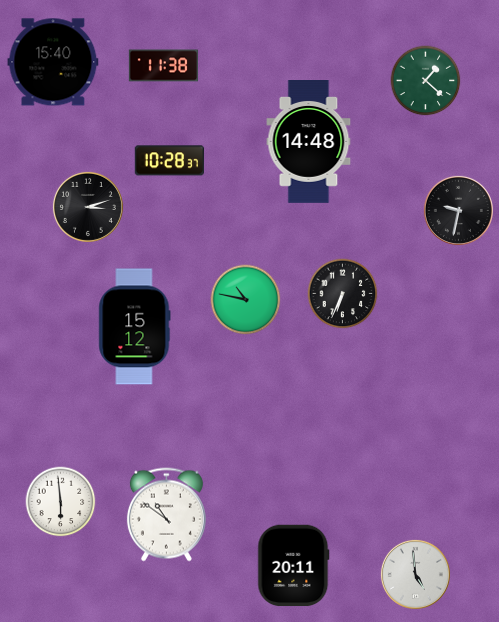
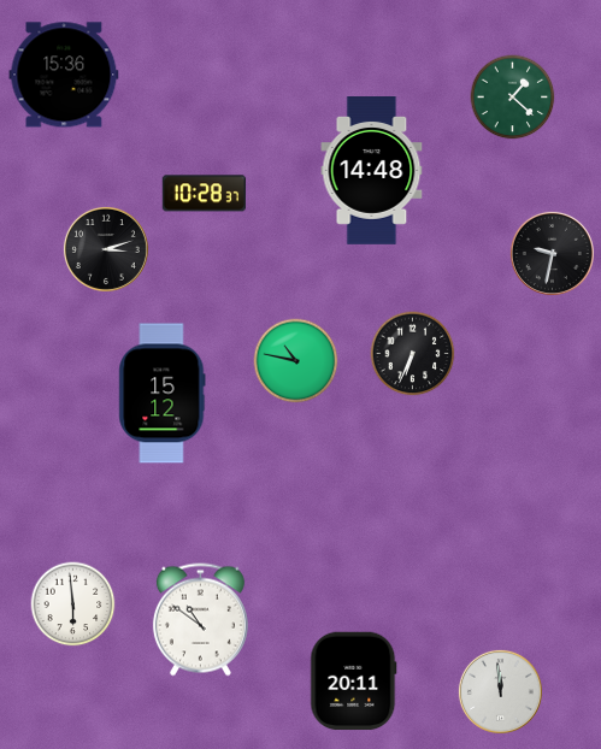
clock at (53, 62): 15:40 -> 15:36
clock at (164, 66): 11:38 -> none
clock at (415, 574): 4:59 -> 11:59
